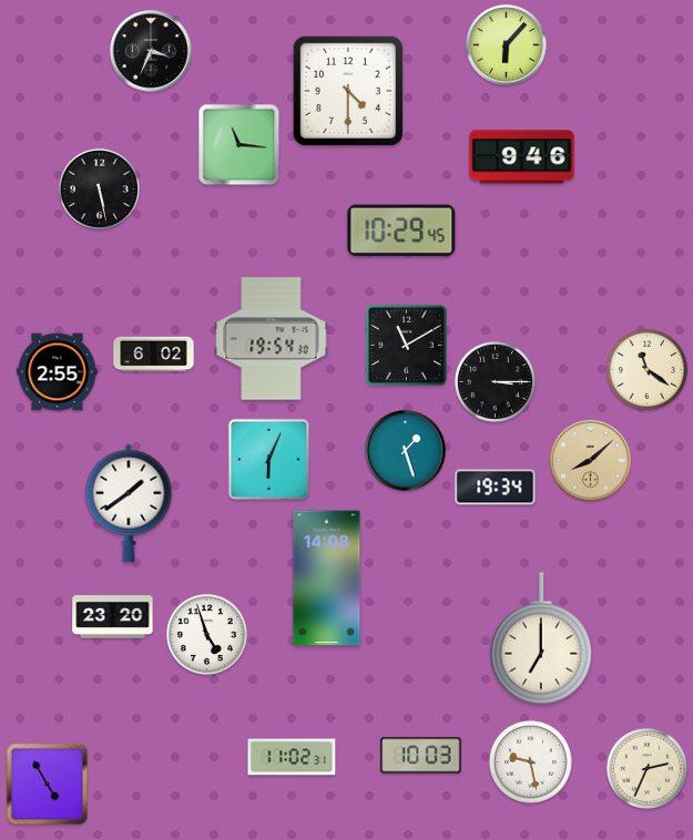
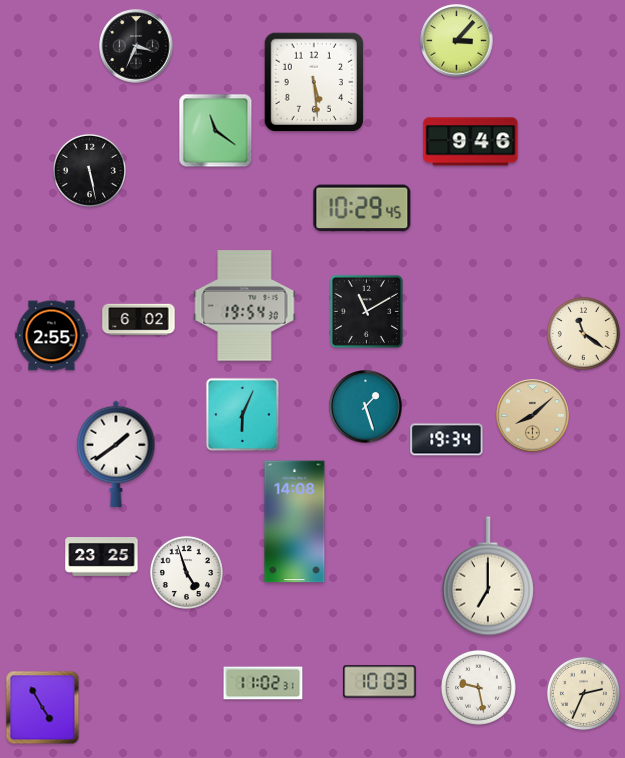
clock at (507, 45): 6:07 -> 3:07
clock at (347, 90): 4:30 -> 5:29
clock at (240, 145): 11:16 -> 11:21
clock at (495, 381): 3:15 -> none
clock at (113, 617): 23:20 -> 23:25
